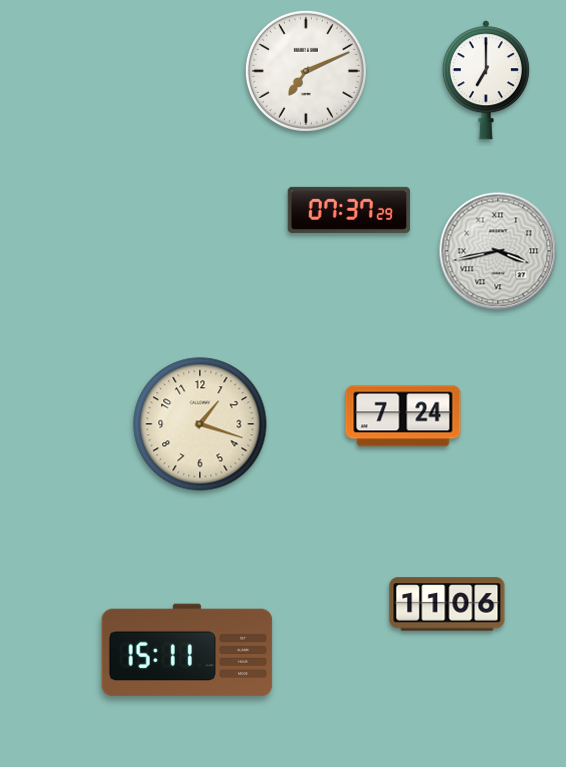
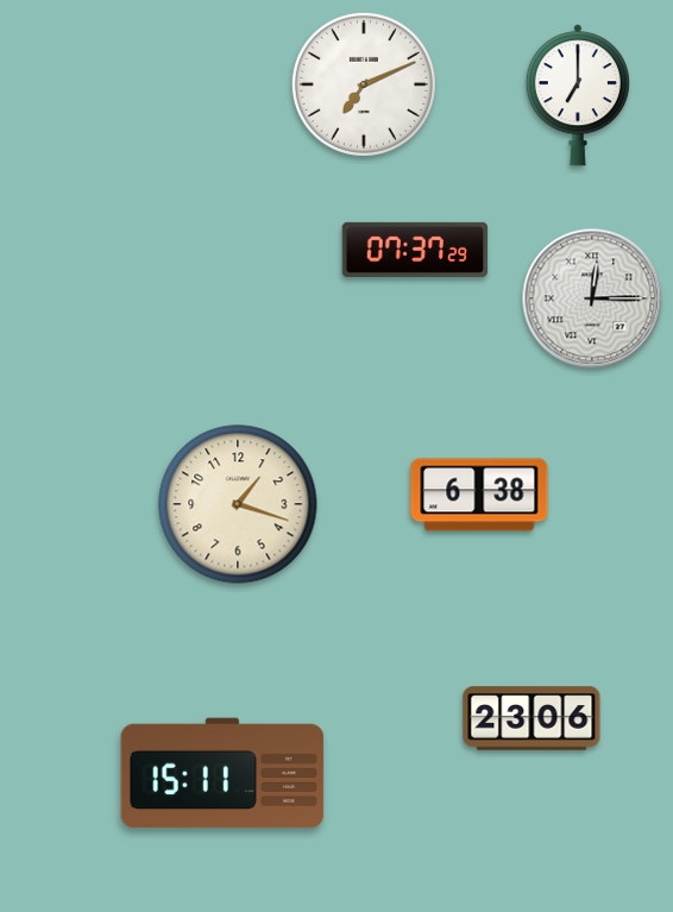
clock at (498, 251): 3:43 -> 12:15
clock at (403, 416): 7:24 -> 6:38
clock at (447, 604): 11:06 -> 23:06
